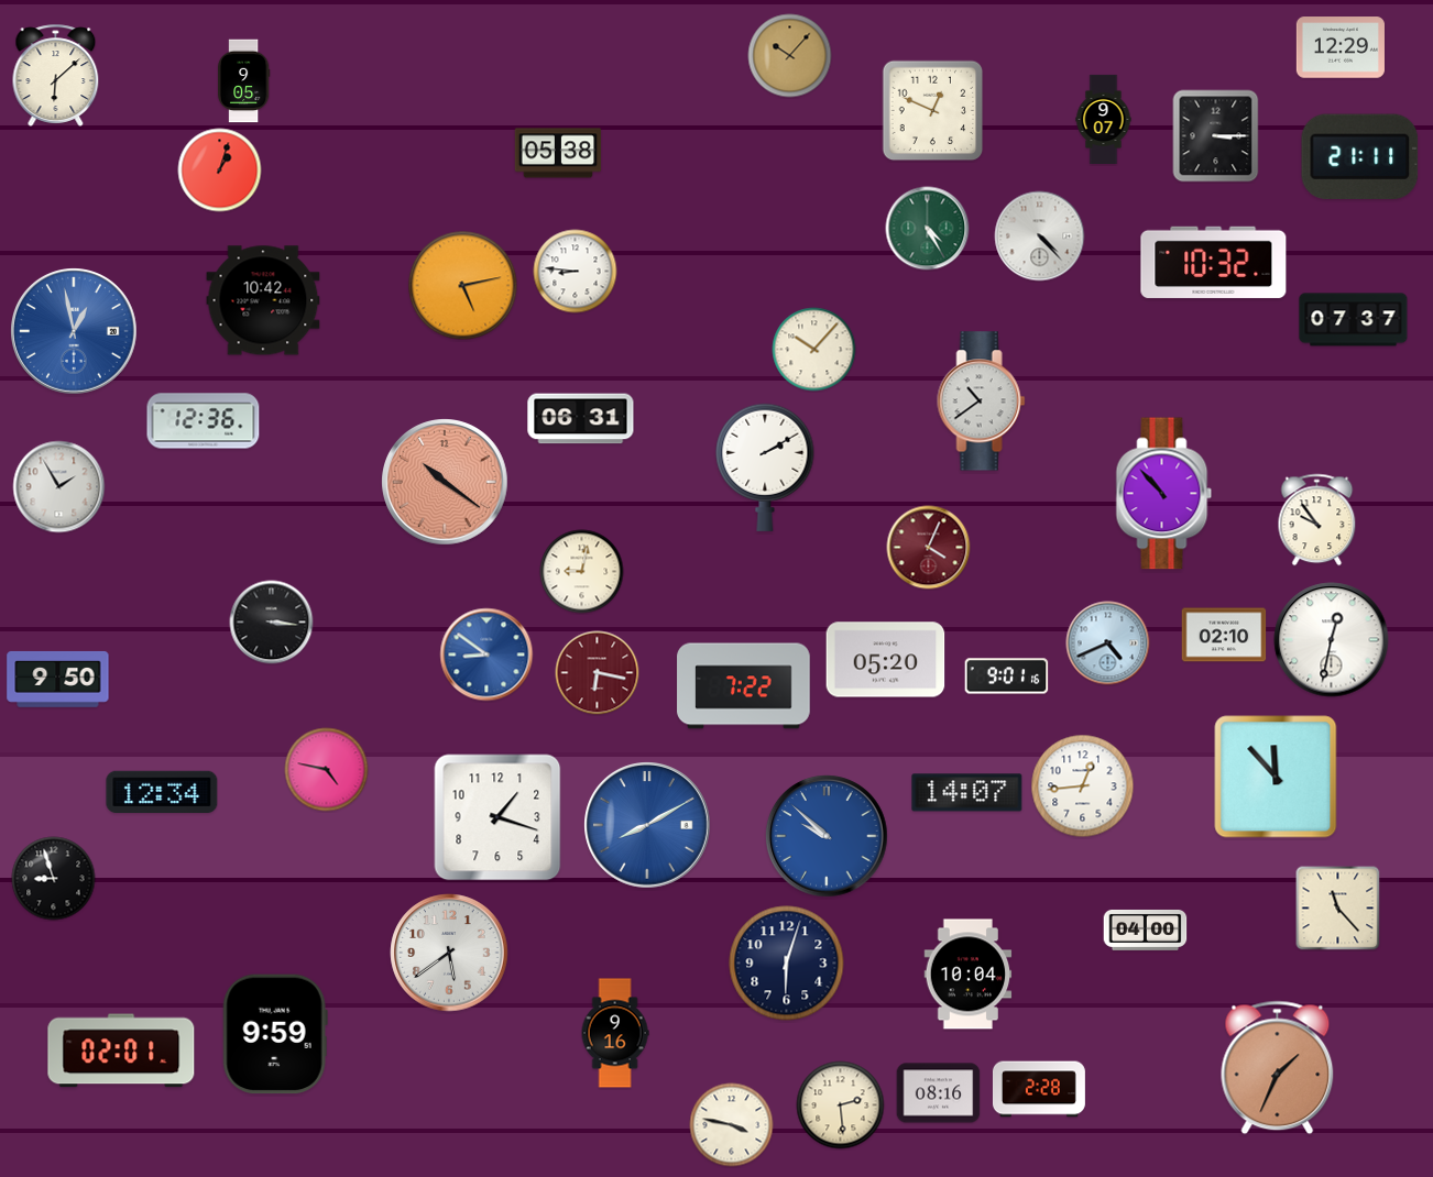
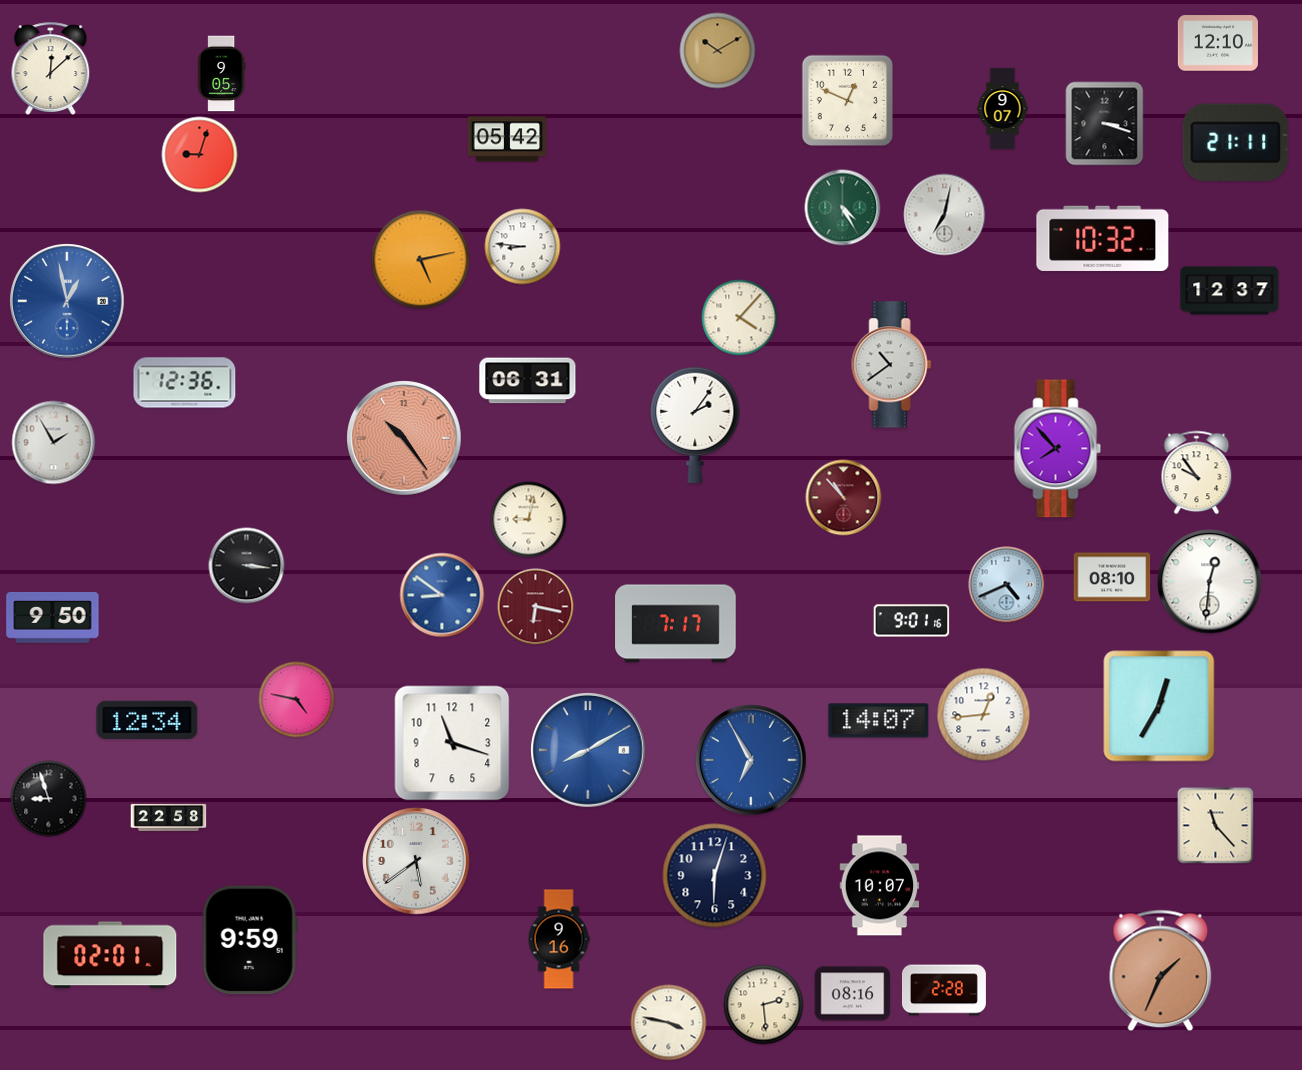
clock at (1341, 47): 12:29 -> 12:10
clock at (790, 56): 10:07 -> 10:10
clock at (56, 75): 6:08 -> 12:08
clock at (1216, 136): 3:15 -> 3:18
clock at (558, 153): 05:38 -> 05:42
clock at (220, 170): 1:03 -> 9:03
clock at (1040, 237): 4:23 -> 7:02
clock at (263, 300): 10:42 -> none
clock at (1354, 320): 07:37 -> 12:37
clock at (814, 350): 10:07 -> 4:07
clock at (765, 468): 2:10 -> 2:06
clock at (446, 483): 10:21 -> 10:24
clock at (1164, 494): 10:53 -> 7:53
clock at (929, 548): 4:04 -> 10:53
clock at (1224, 635): 02:10 -> 08:10
clock at (1332, 640): 12:32 -> 12:31
clock at (886, 660): 05:20 -> none
clock at (598, 673) position: (598, 673) -> (536, 607)
clock at (1007, 676) position: (1007, 676) -> (912, 621)
clock at (744, 686): 7:22 -> 7:17
clock at (1276, 777): 11:53 -> 12:35
clock at (497, 817): 1:18 -> 11:18
clock at (827, 836): 9:52 -> 6:55
clock at (169, 817): none -> 22:58
clock at (1146, 930): 04:00 -> none
clock at (449, 953) position: (449, 953) -> (416, 861)
clock at (969, 975): 10:04 -> 10:07
clock at (732, 1125) position: (732, 1125) -> (669, 1023)
